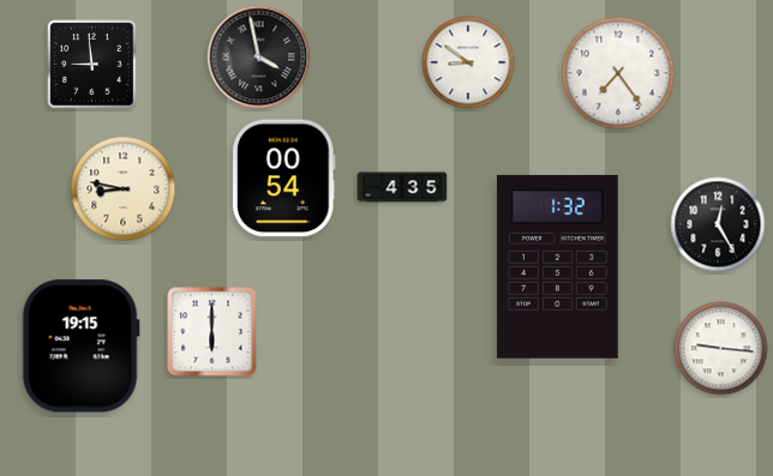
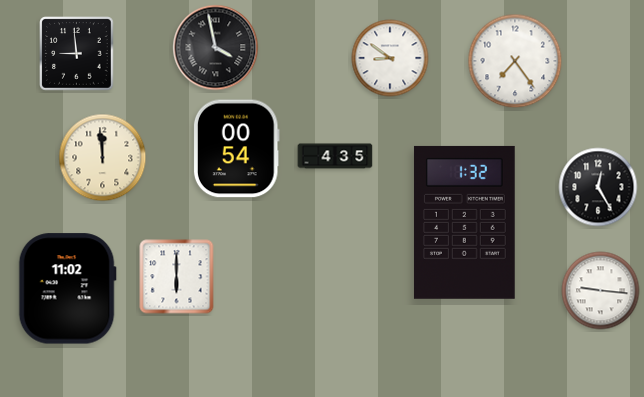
clock at (468, 62) position: (468, 62) -> (390, 58)
clock at (124, 189): 8:47 -> 11:59
clock at (80, 347): 19:15 -> 11:02
